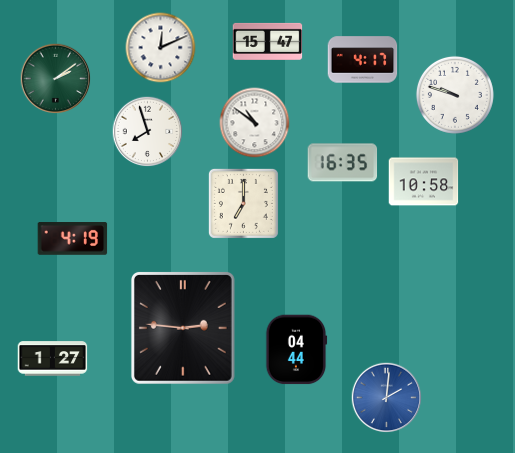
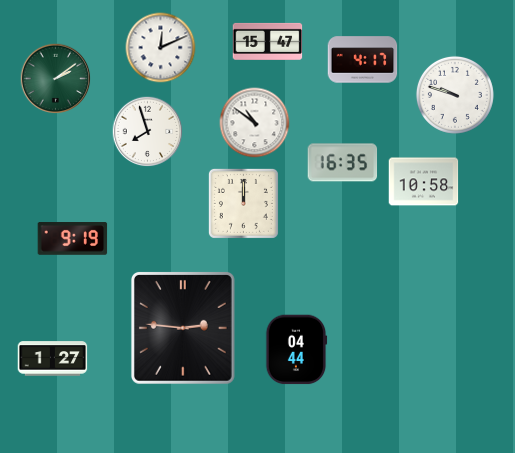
clock at (243, 203): 7:00 -> 12:00
clock at (73, 239): 4:19 -> 9:19
clock at (387, 398): 2:01 -> none
